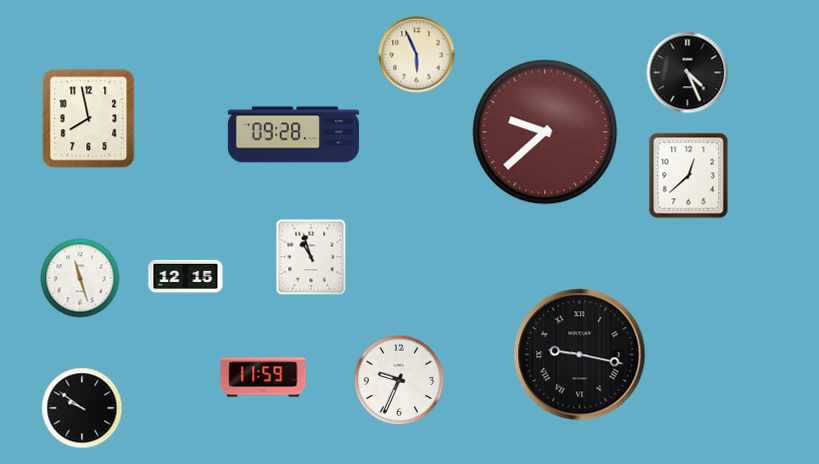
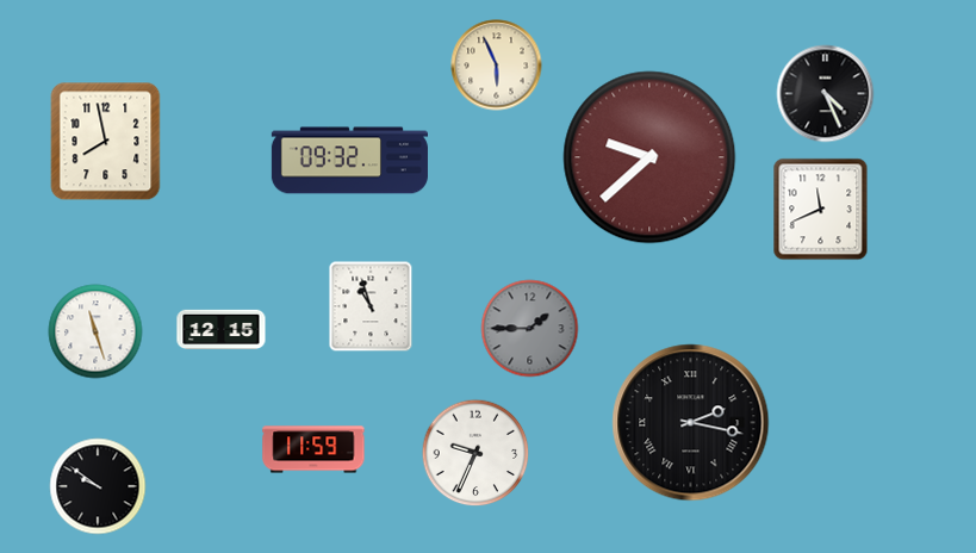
clock at (688, 73) position: (688, 73) -> (826, 94)
clock at (293, 135): 09:28 -> 09:32
clock at (689, 176): 12:38 -> 11:41
clock at (530, 329): none -> 1:45
clock at (580, 355): 9:17 -> 2:17
